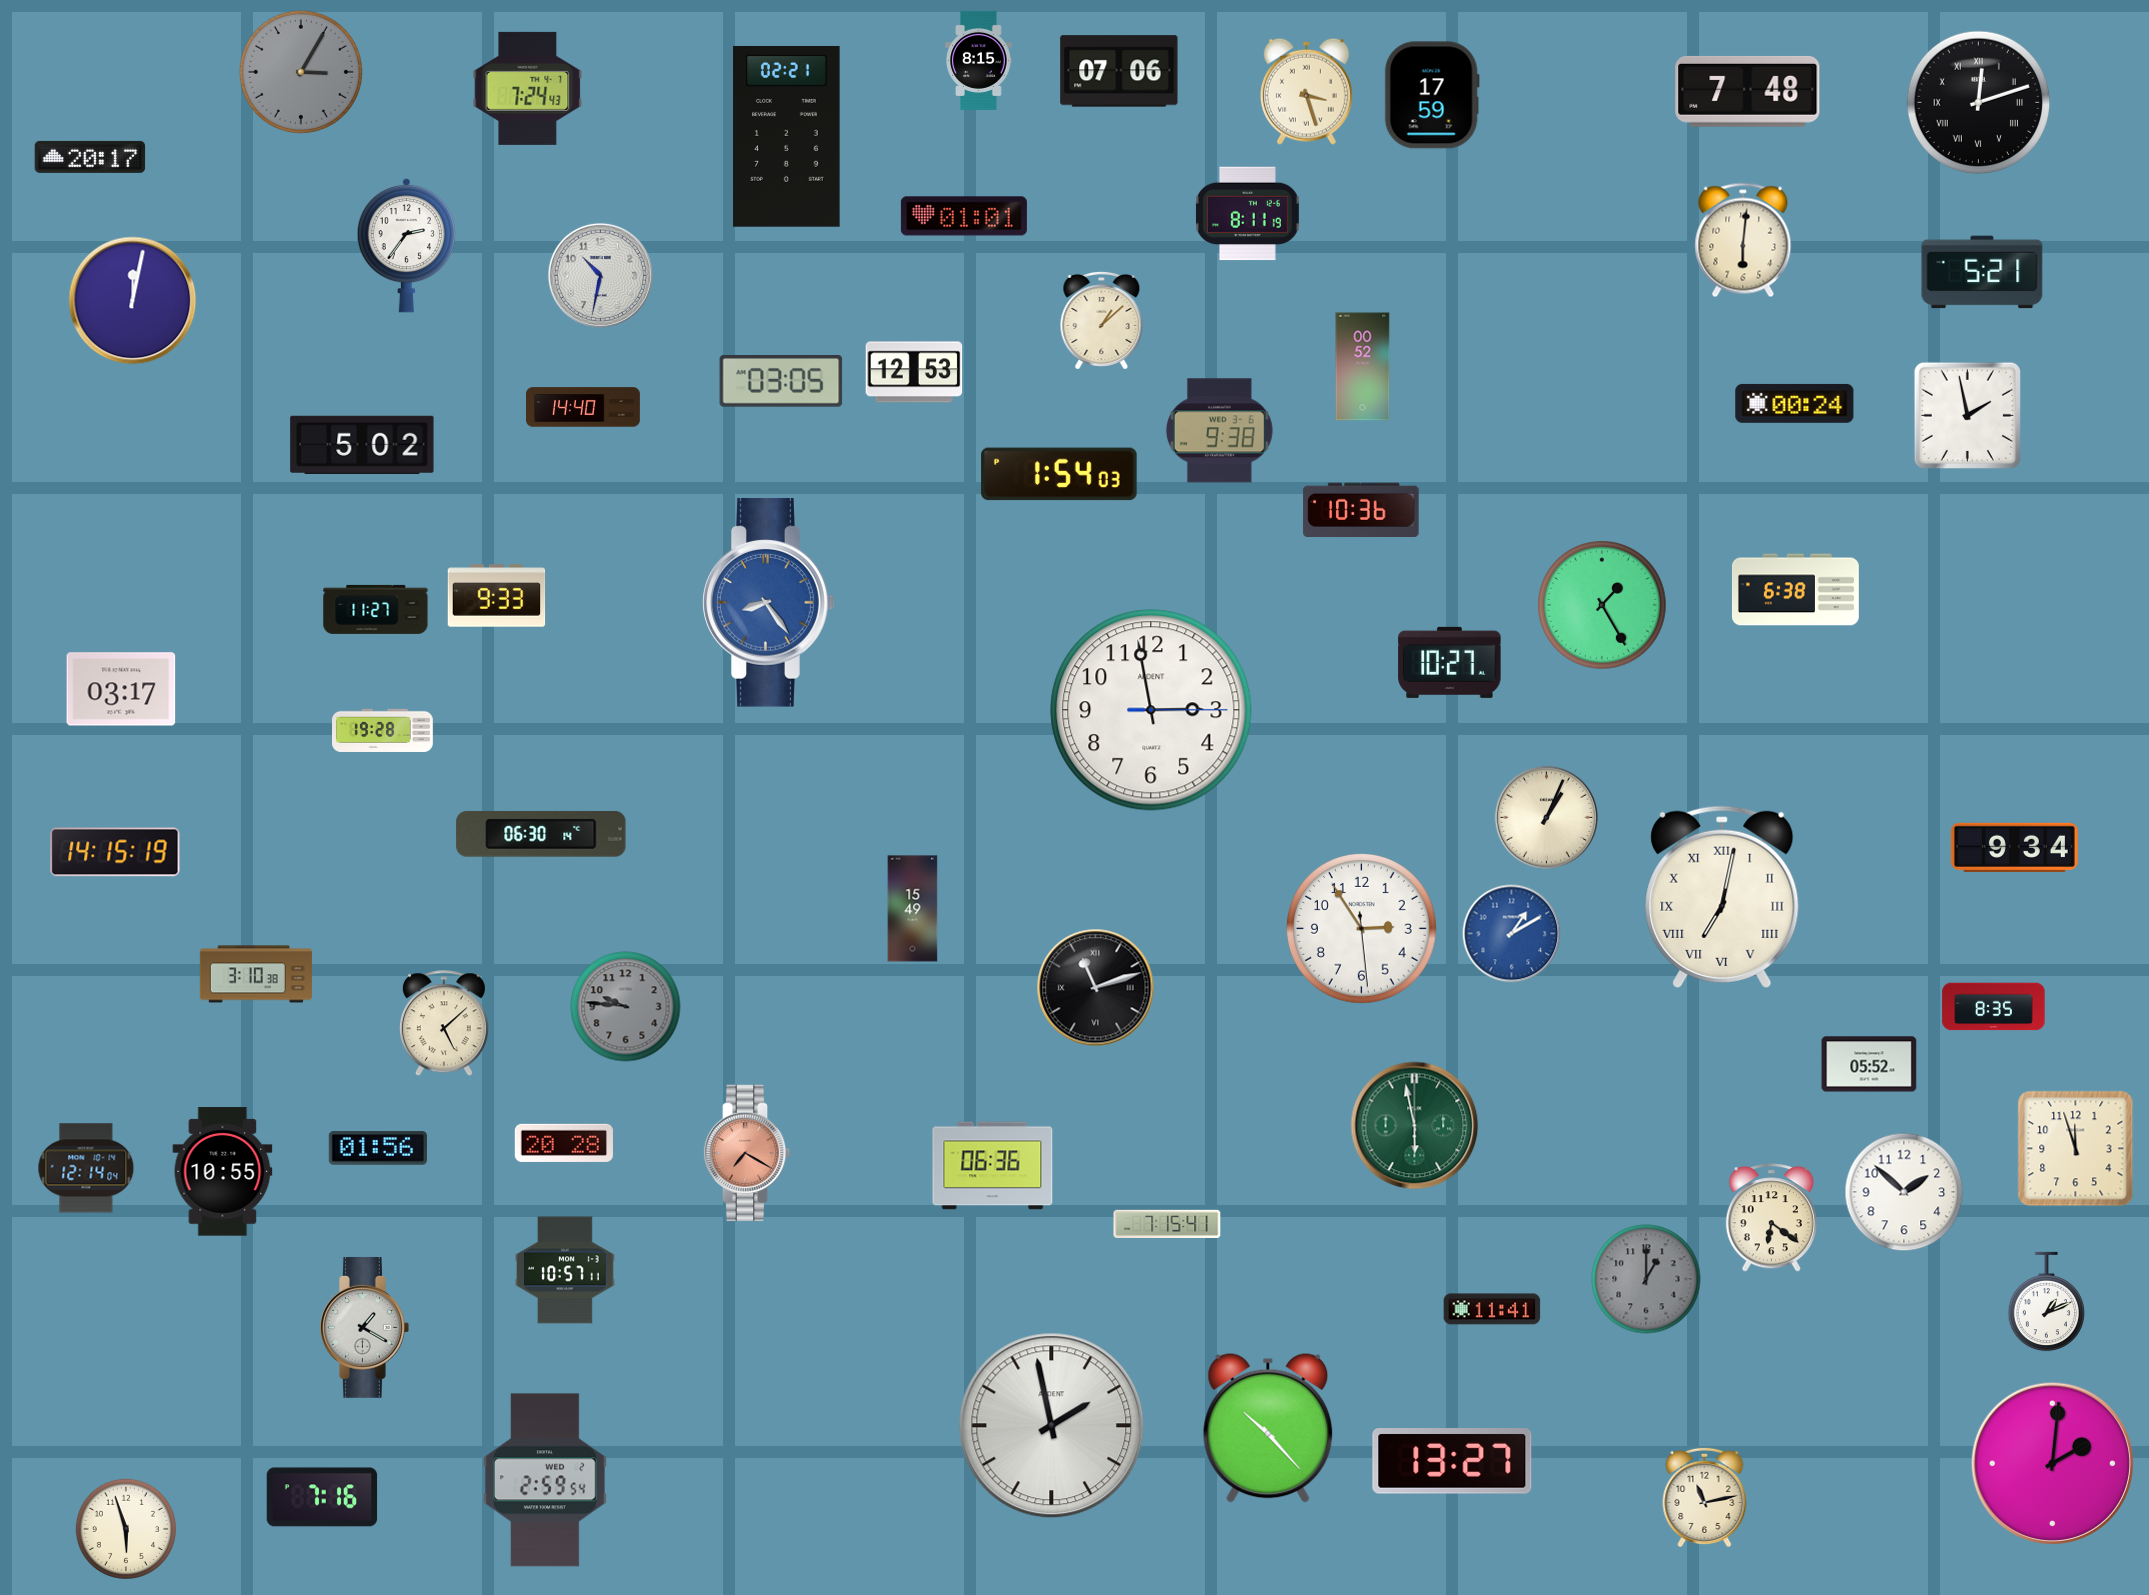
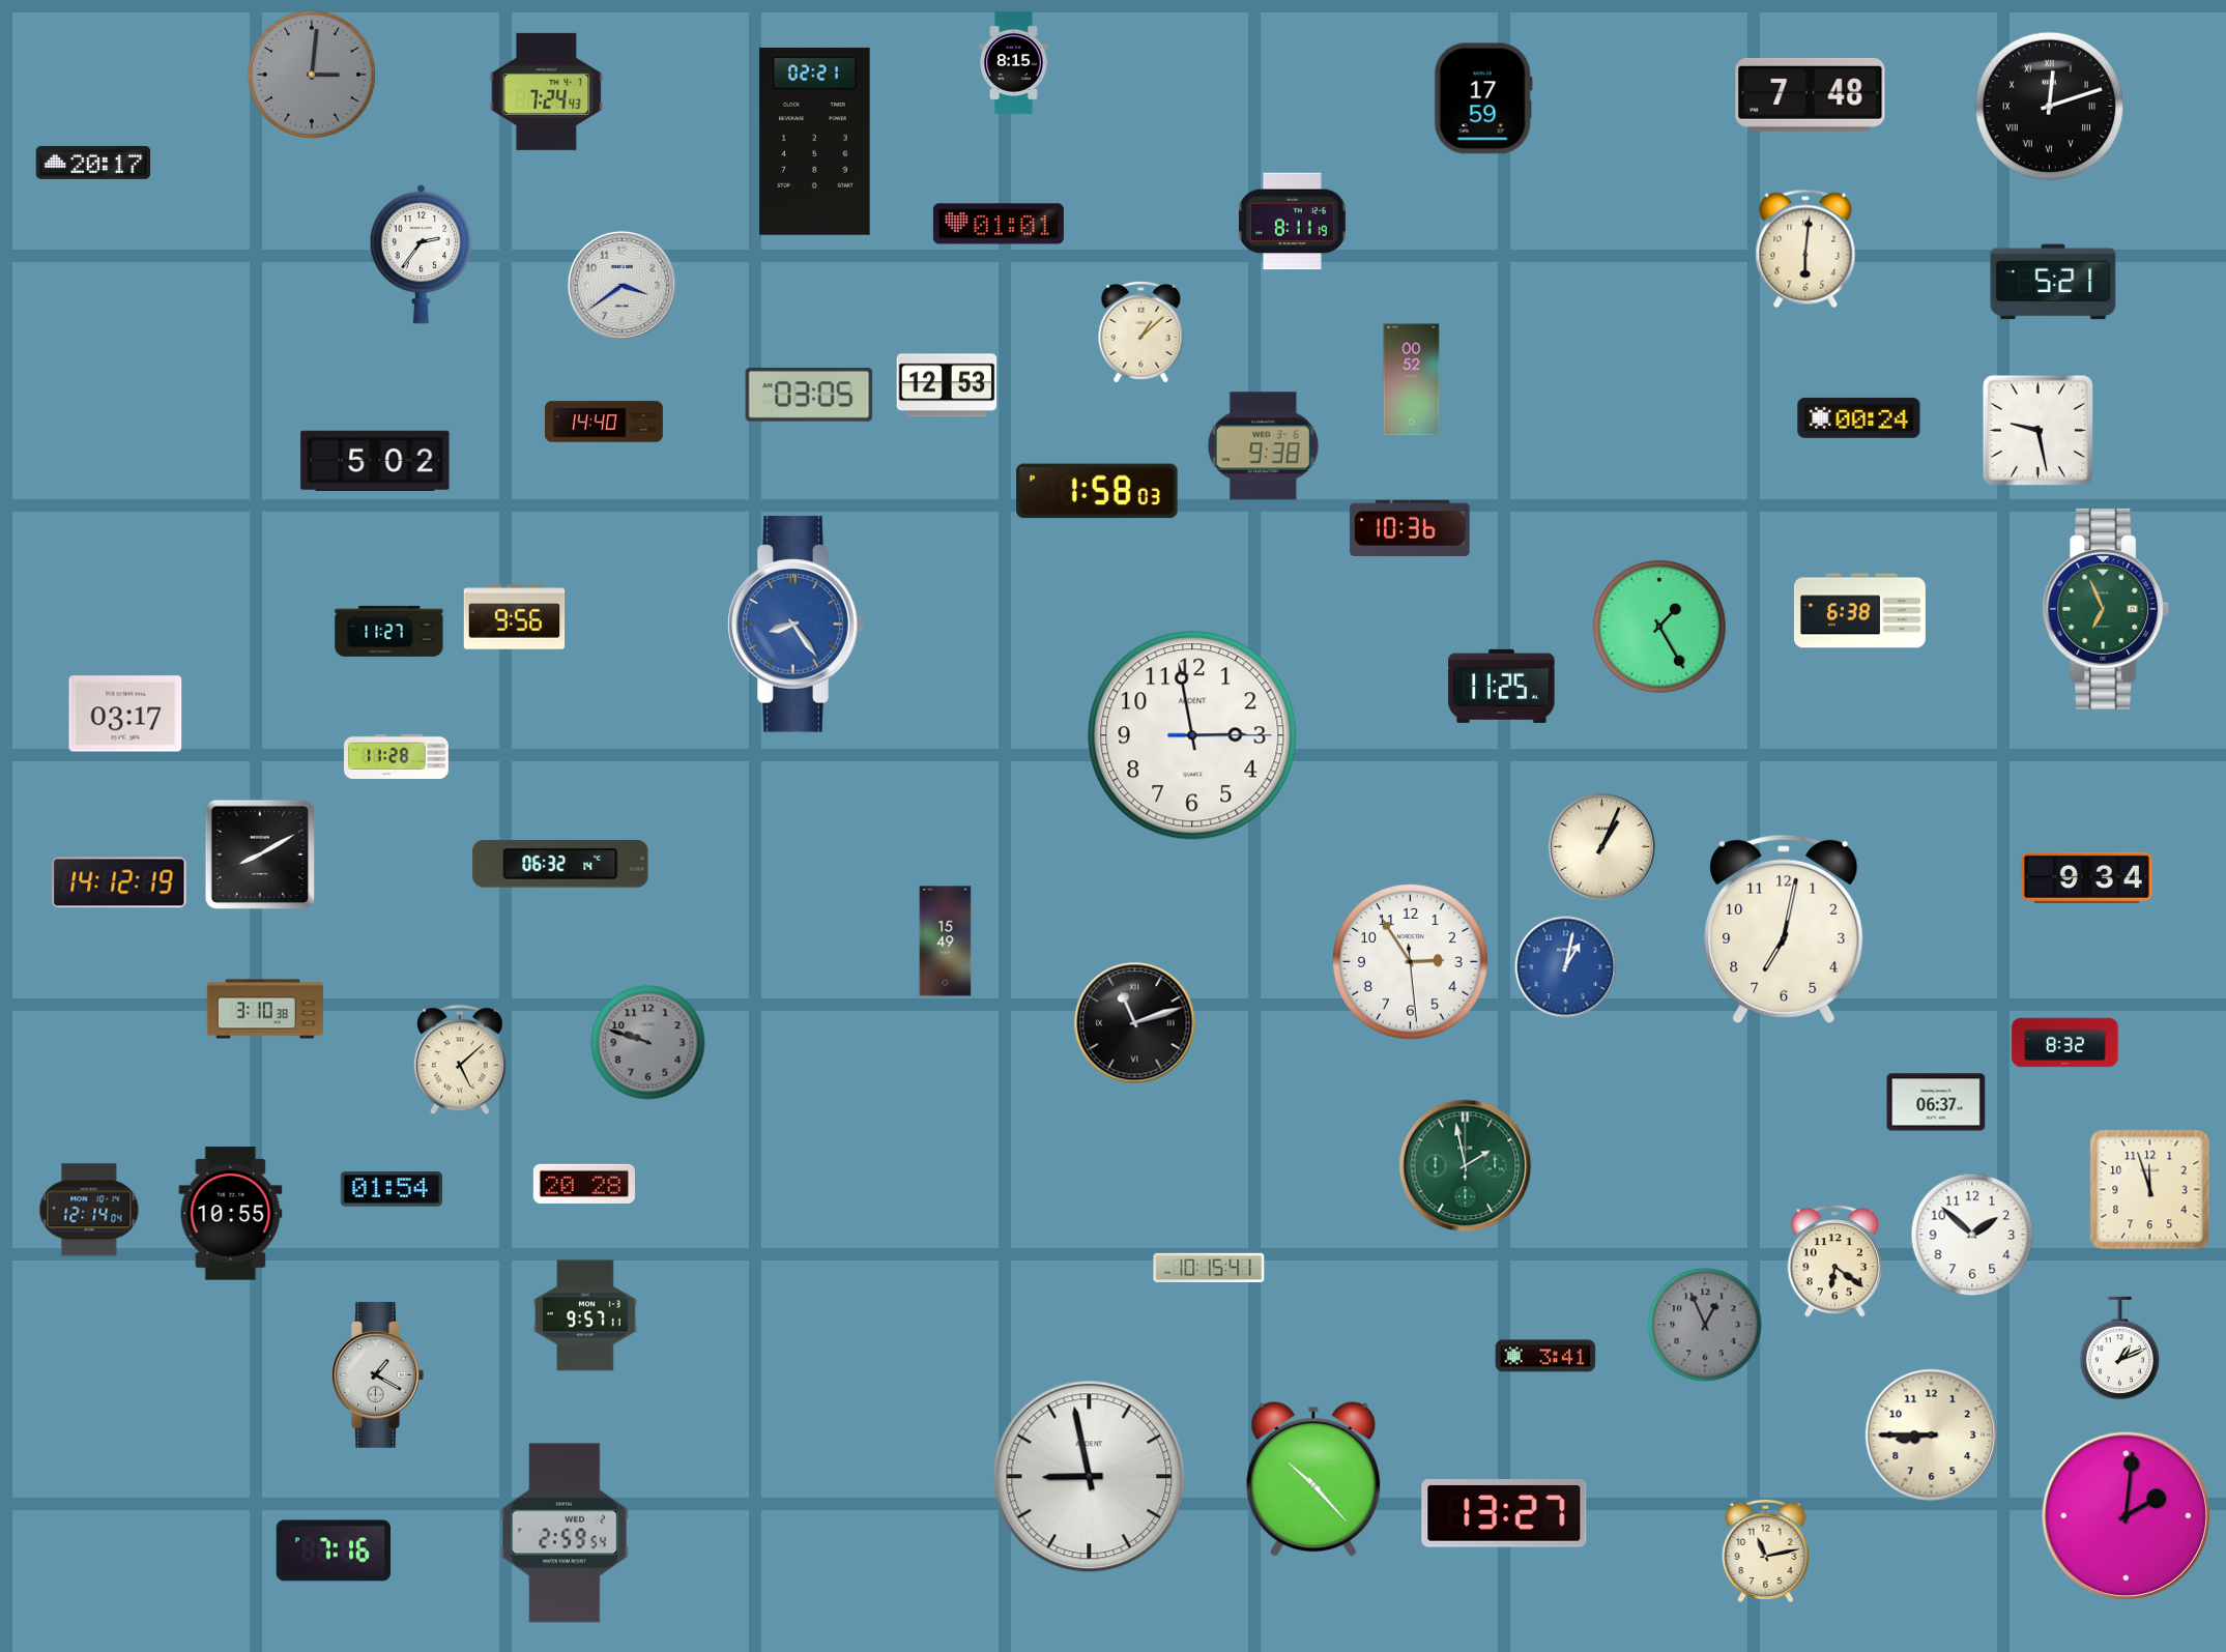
clock at (1119, 71): 07:06 -> none
clock at (301, 72): 3:05 -> 3:01
clock at (1306, 91): 3:27 -> none
clock at (600, 275): 10:32 -> 3:39
clock at (133, 301): 12:02 -> none
clock at (1967, 415): 1:58 -> 9:28
clock at (1059, 474): 1:54 -> 1:58
clock at (2106, 609): none -> 6:56
clock at (497, 596): 9:33 -> 9:56
clock at (1450, 662): 10:27 -> 11:25
clock at (383, 730): 19:28 -> 11:28
clock at (260, 854): none -> 8:10
clock at (541, 834): 06:30 -> 06:32
clock at (115, 852): 14:15 -> 14:12
clock at (1722, 897) numerals: Roman -> Arabic
clock at (1512, 934): 1:10 -> 1:02
clock at (626, 1007): 9:46 -> 9:48
clock at (1994, 1007): 8:35 -> 8:32
clock at (1869, 1064): 05:52 -> 06:37
clock at (1415, 1126): 5:58 -> 1:58
clock at (378, 1148): 01:56 -> 01:54
clock at (747, 1153): 7:20 -> none
clock at (993, 1166): 06:36 -> none
clock at (1167, 1224): 7:15 -> 10:15
clock at (566, 1270): 10:57 -> 9:57
clock at (1646, 1279): 1:00 -> 12:56
clock at (1492, 1309): 11:41 -> 3:41
clock at (1932, 1436): none -> 8:45
clock at (1052, 1426): 1:58 -> 8:58
clock at (126, 1529): 5:57 -> none
